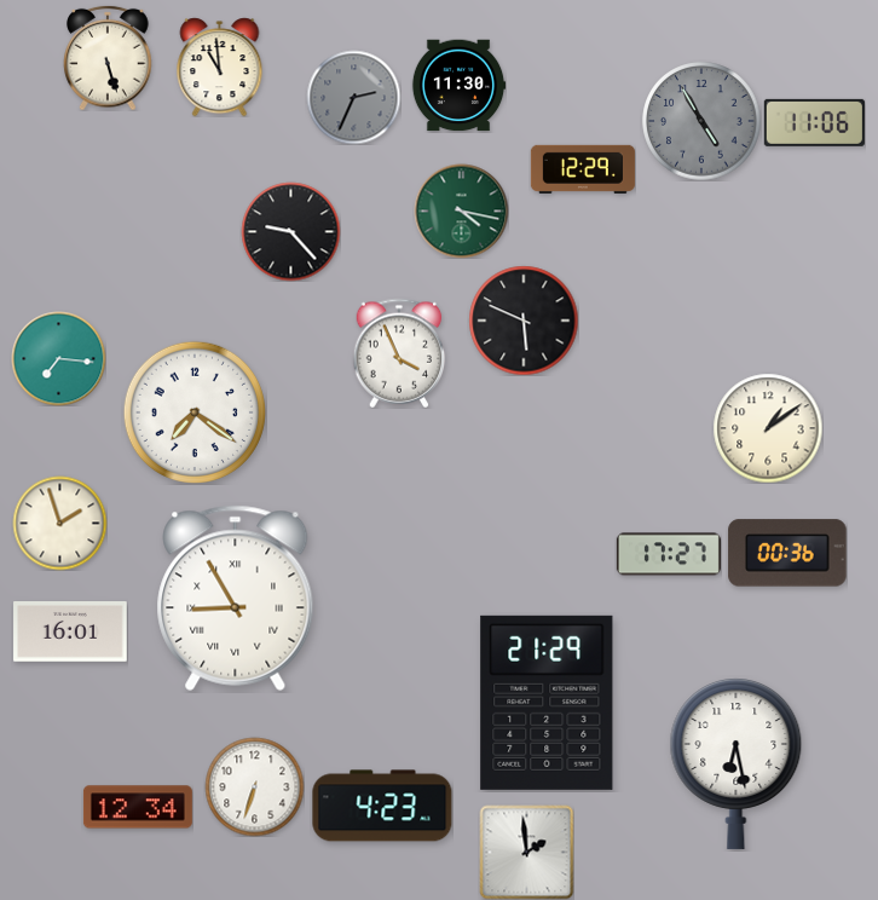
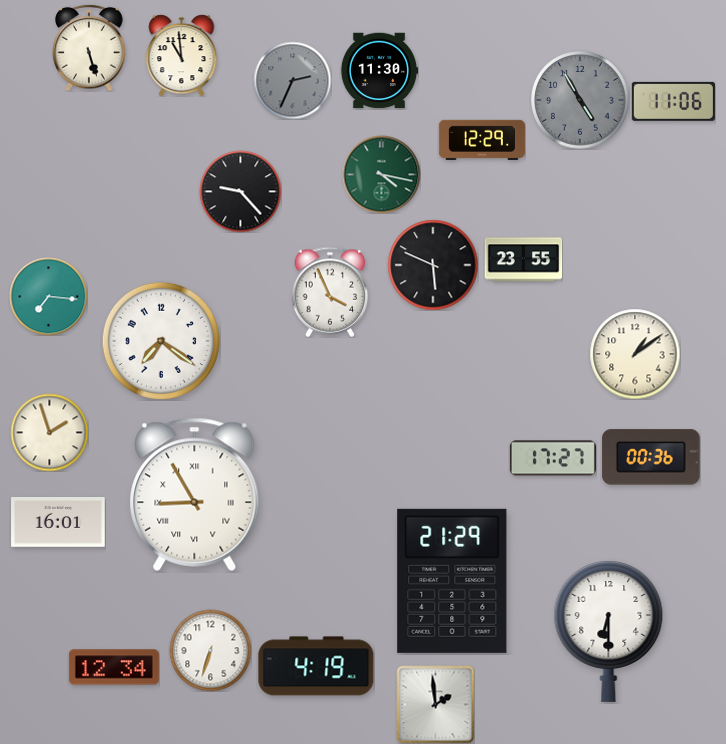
clock at (523, 260): none -> 23:55
clock at (737, 765): 6:28 -> 6:30
clock at (382, 806): 4:23 -> 4:19
